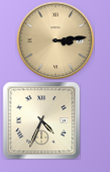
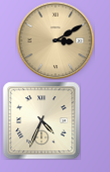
clock at (55, 40): 3:14 -> 3:10
